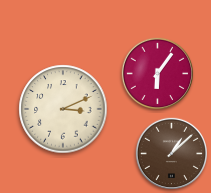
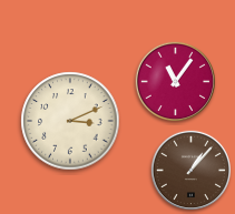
clock at (157, 73): 6:06 -> 11:06
clock at (171, 153): 1:08 -> 1:07
